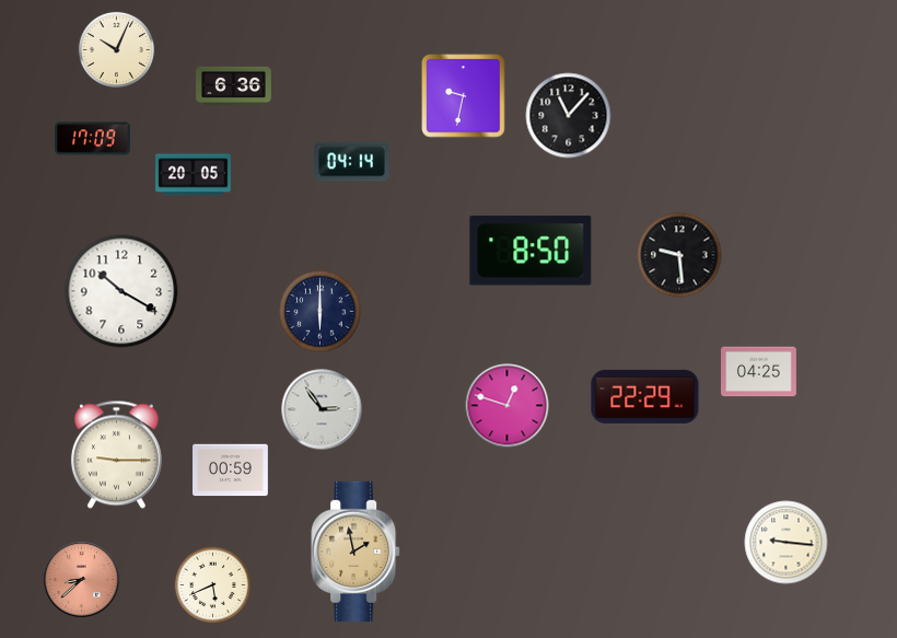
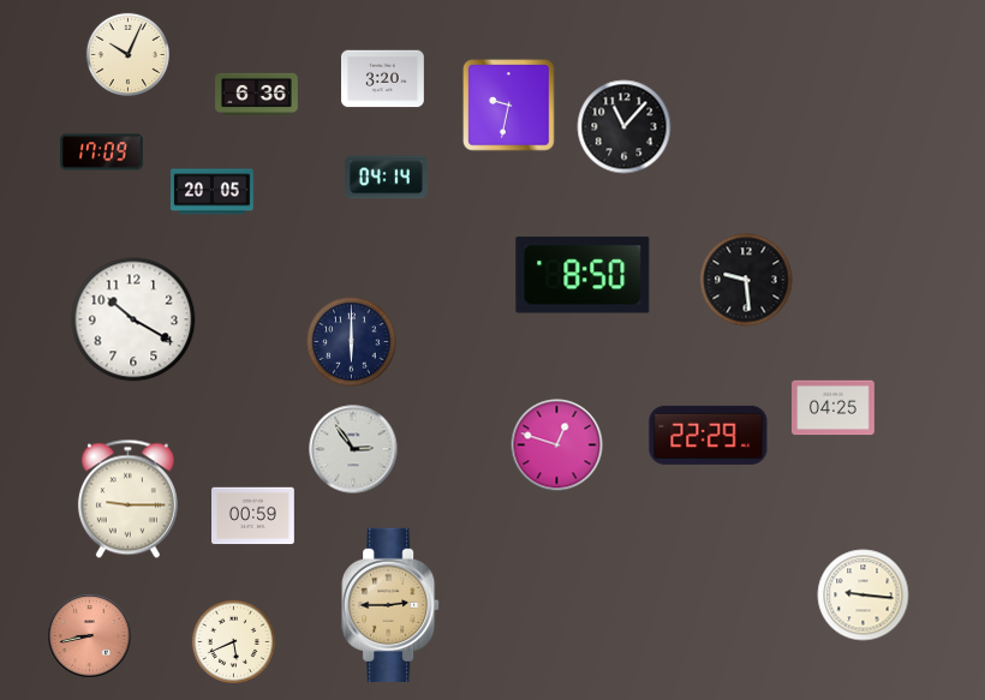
clock at (383, 79): none -> 3:20
clock at (356, 552): 1:58 -> 2:45
clock at (82, 580): 8:38 -> 8:43
